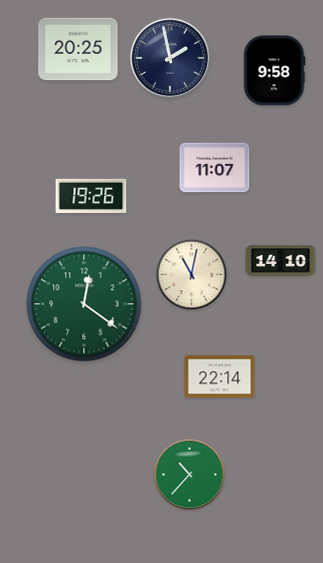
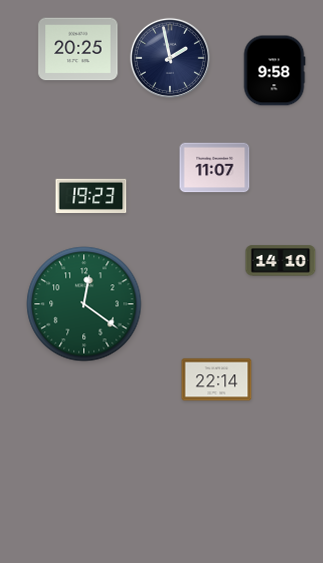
clock at (91, 195): 19:26 -> 19:23
clock at (192, 275): 11:02 -> none
clock at (220, 377) position: (220, 377) -> (217, 380)
clock at (190, 475): 10:37 -> none
